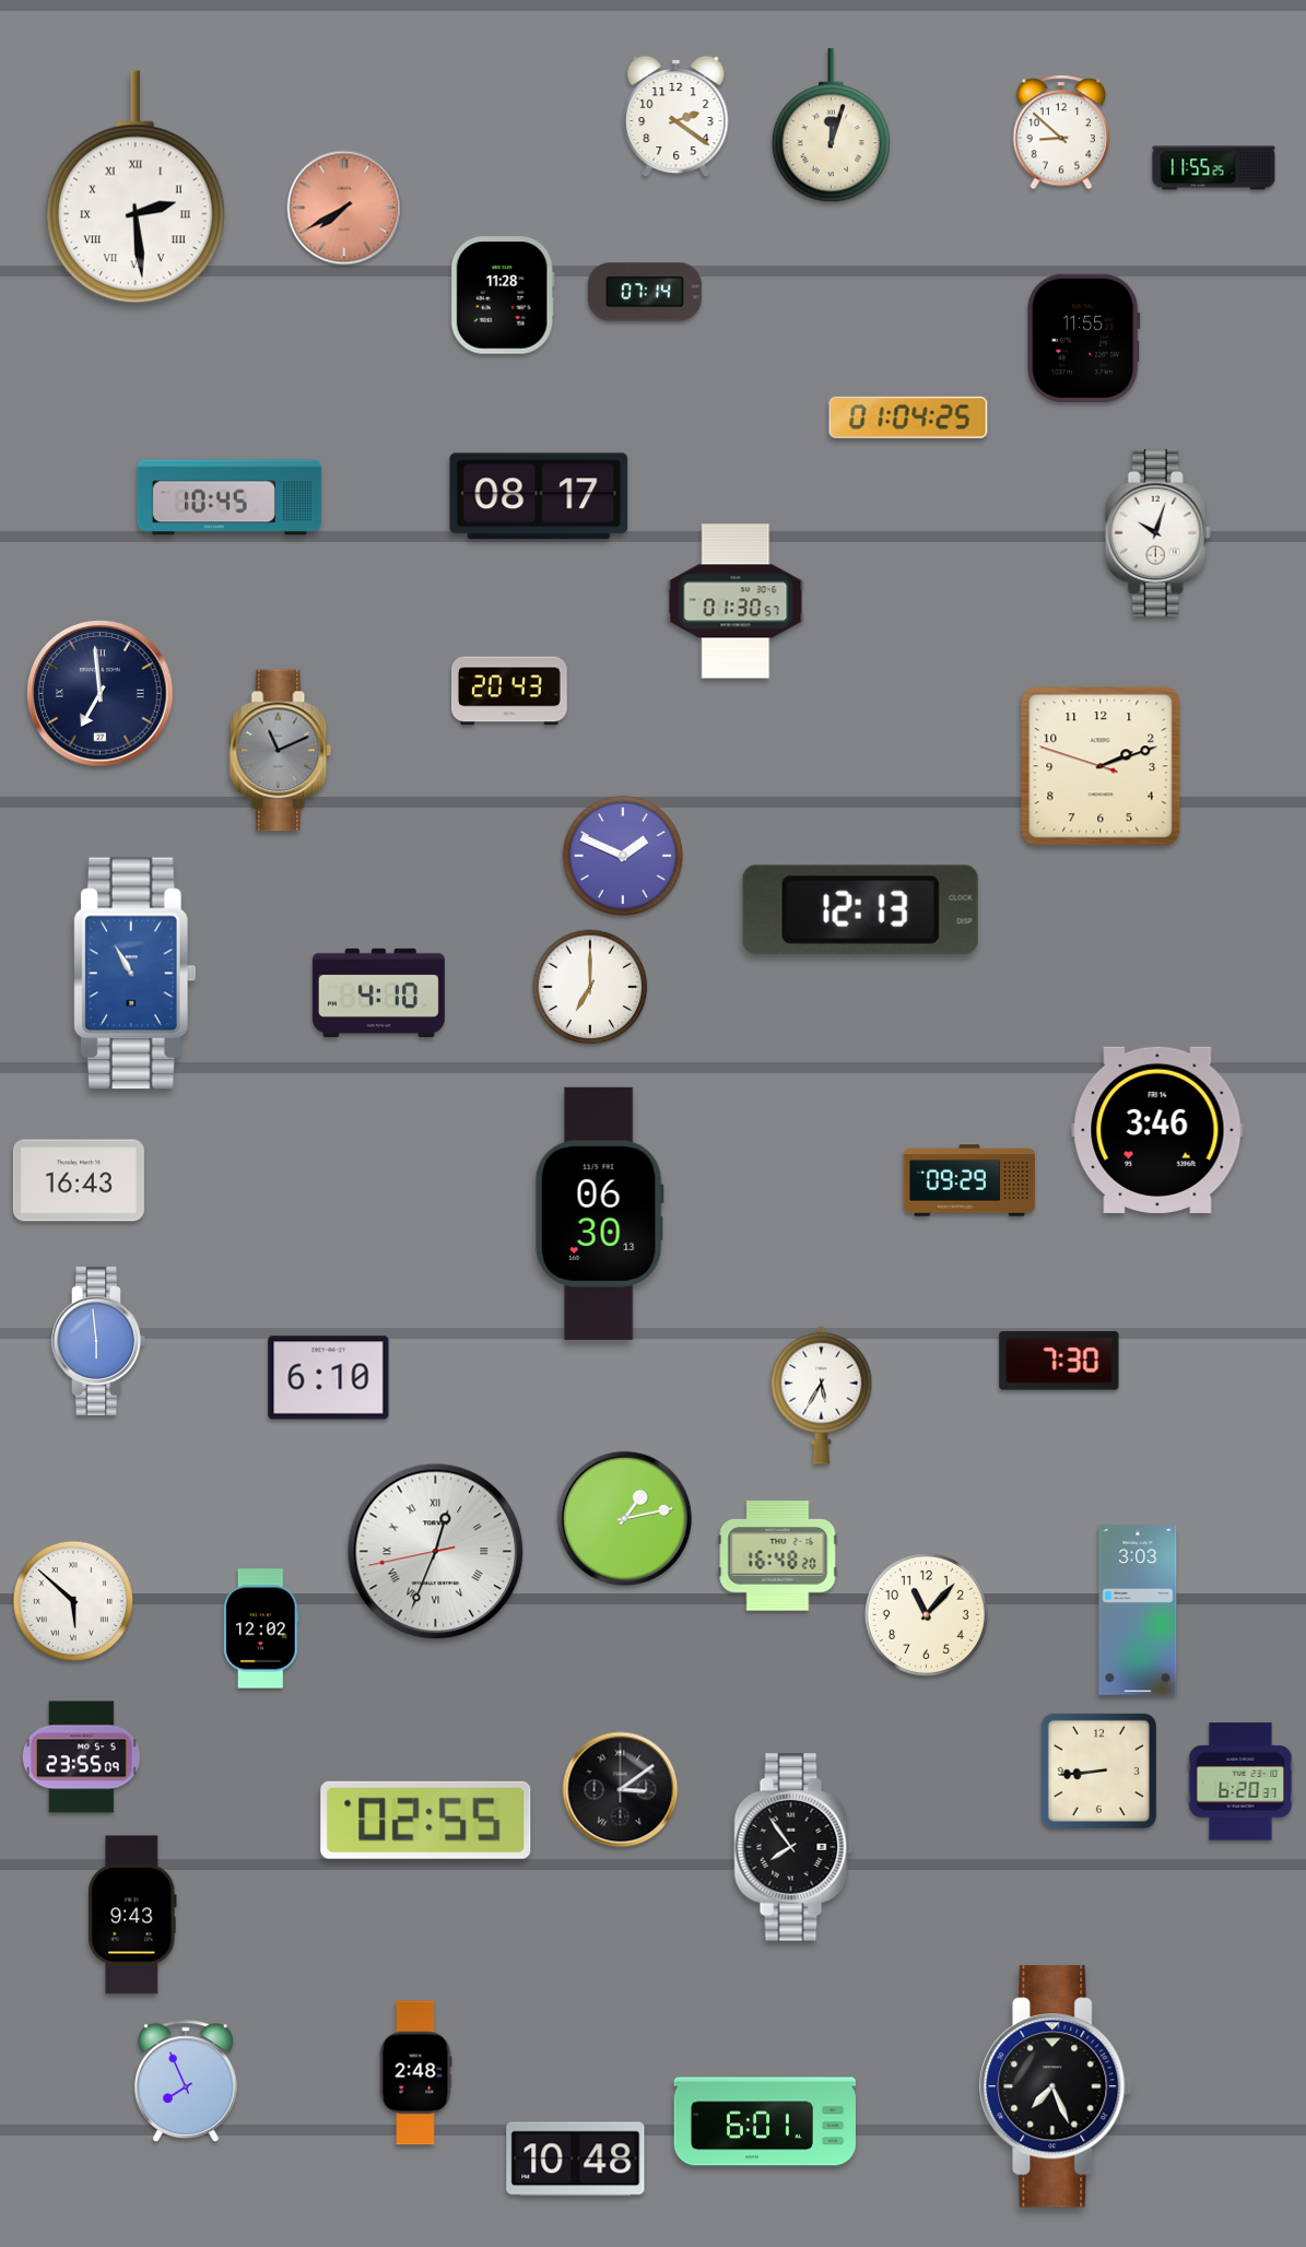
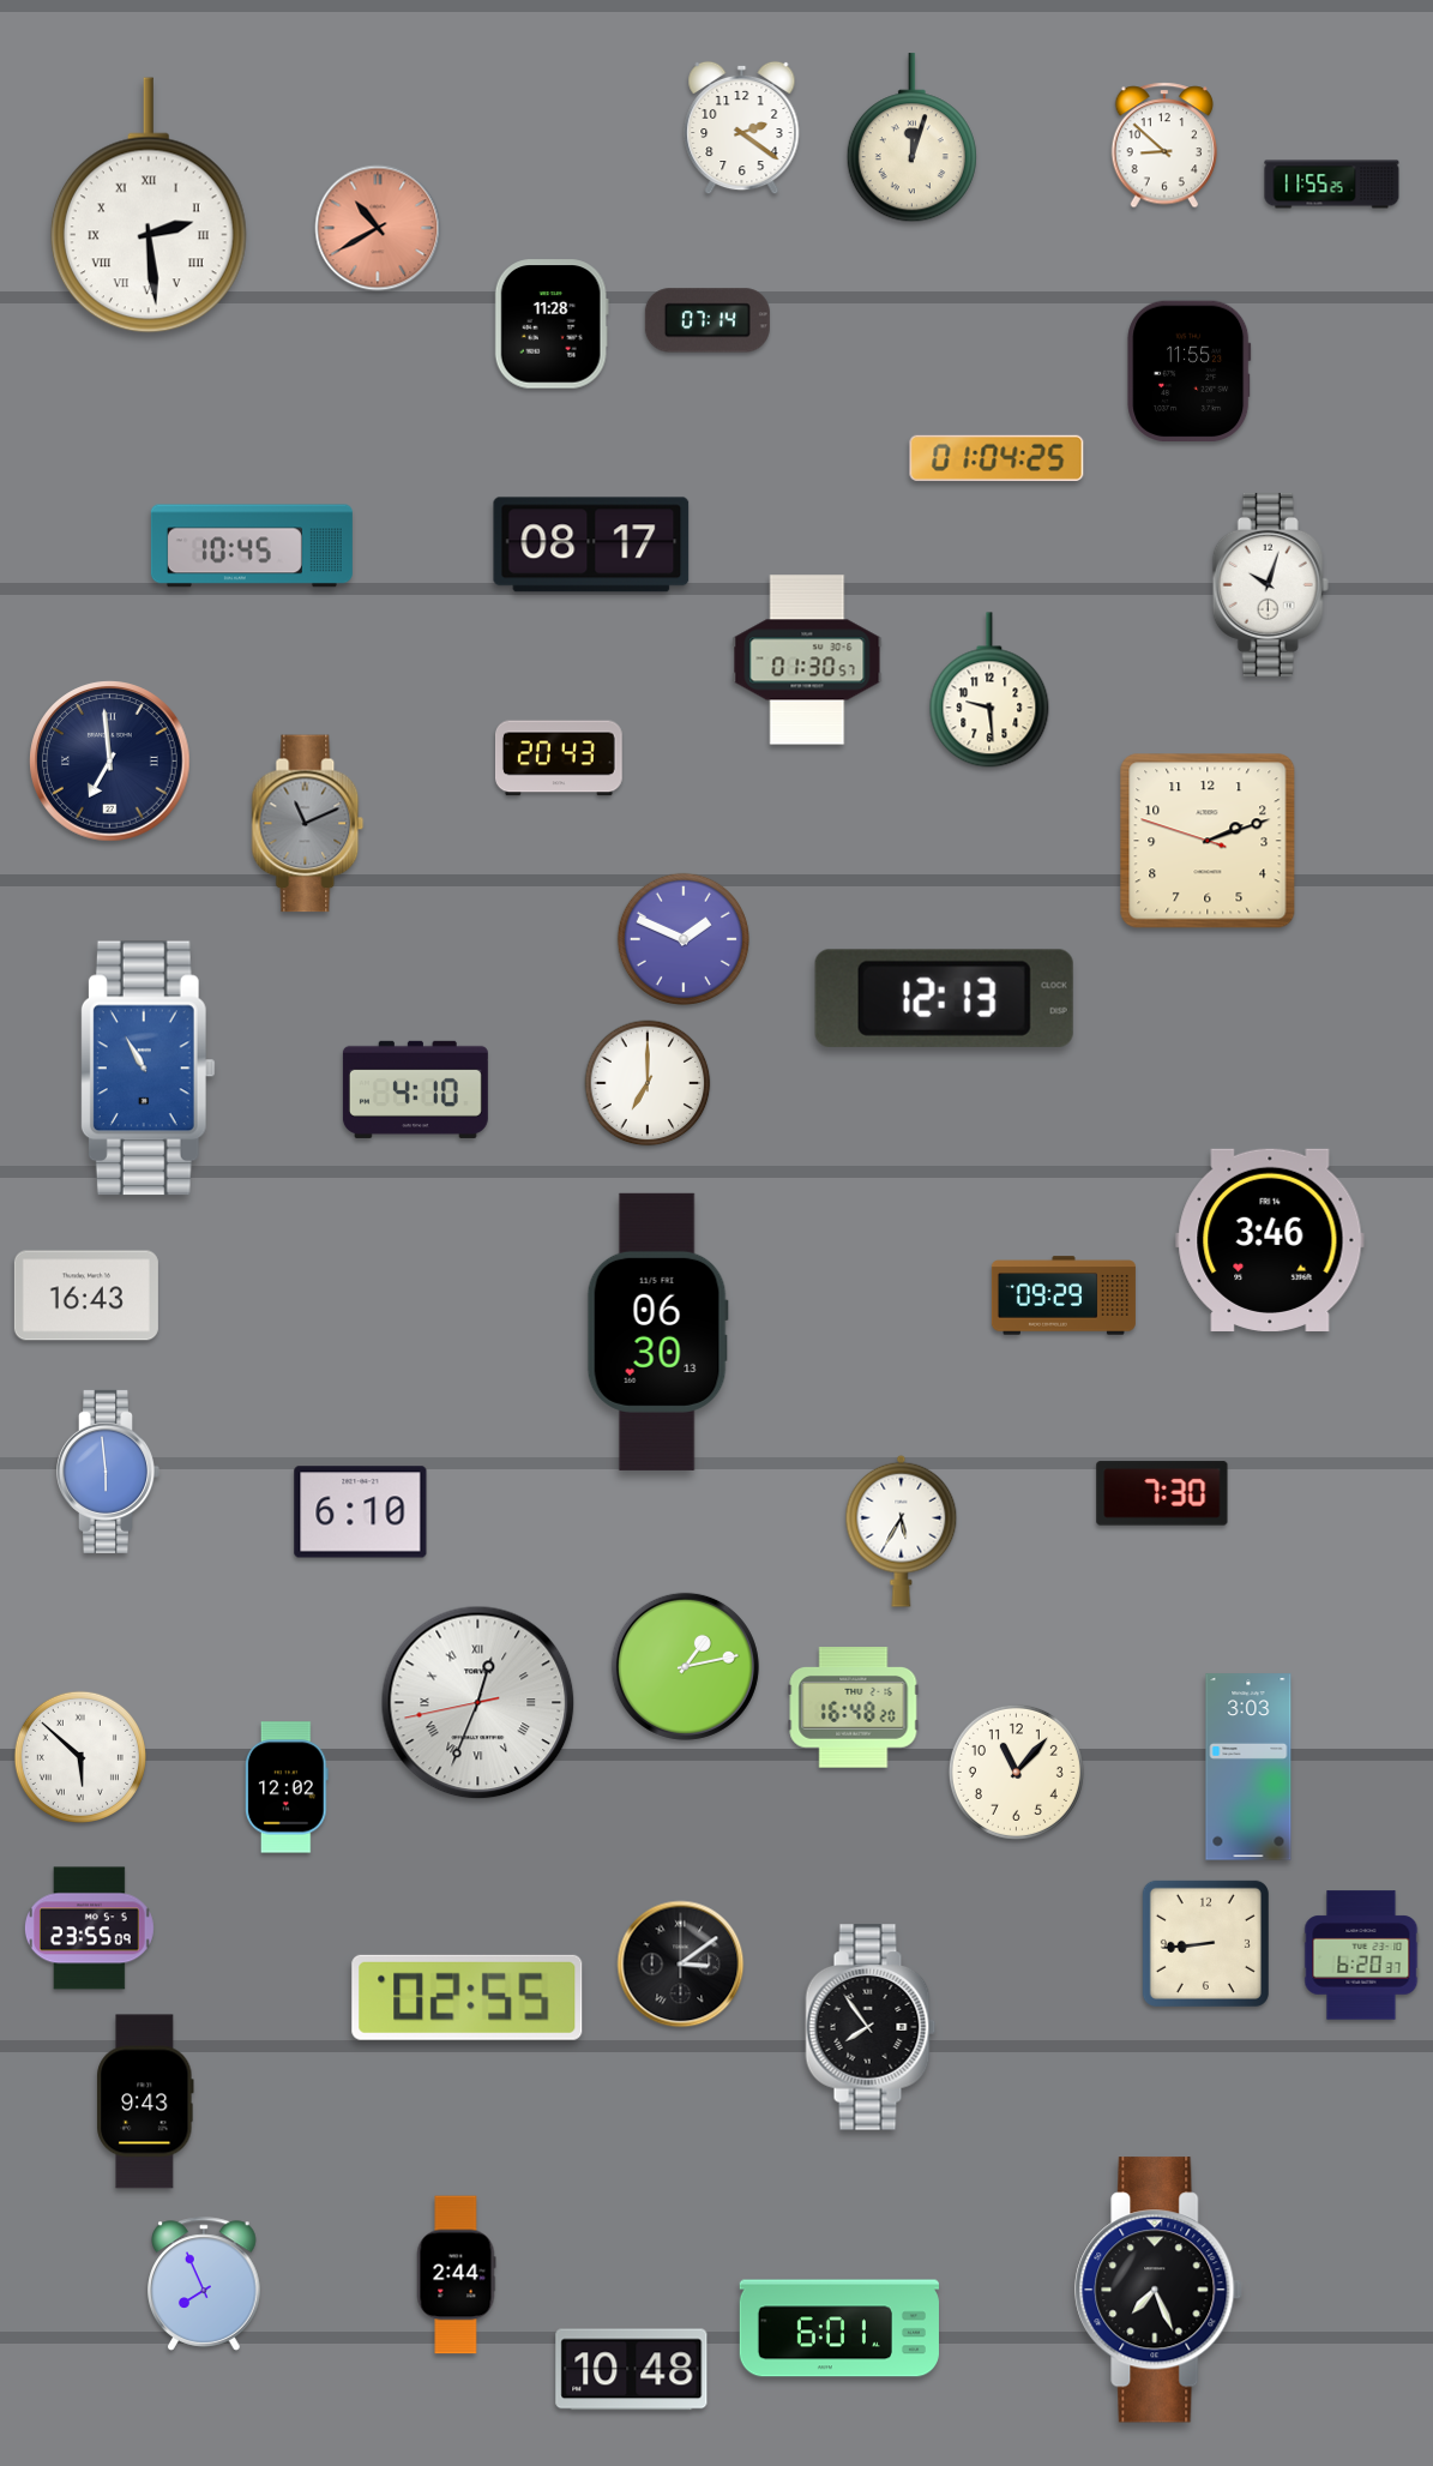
clock at (344, 208): 7:40 -> 10:40
clock at (989, 690): none -> 9:29
clock at (415, 2073): 2:48 -> 2:44
